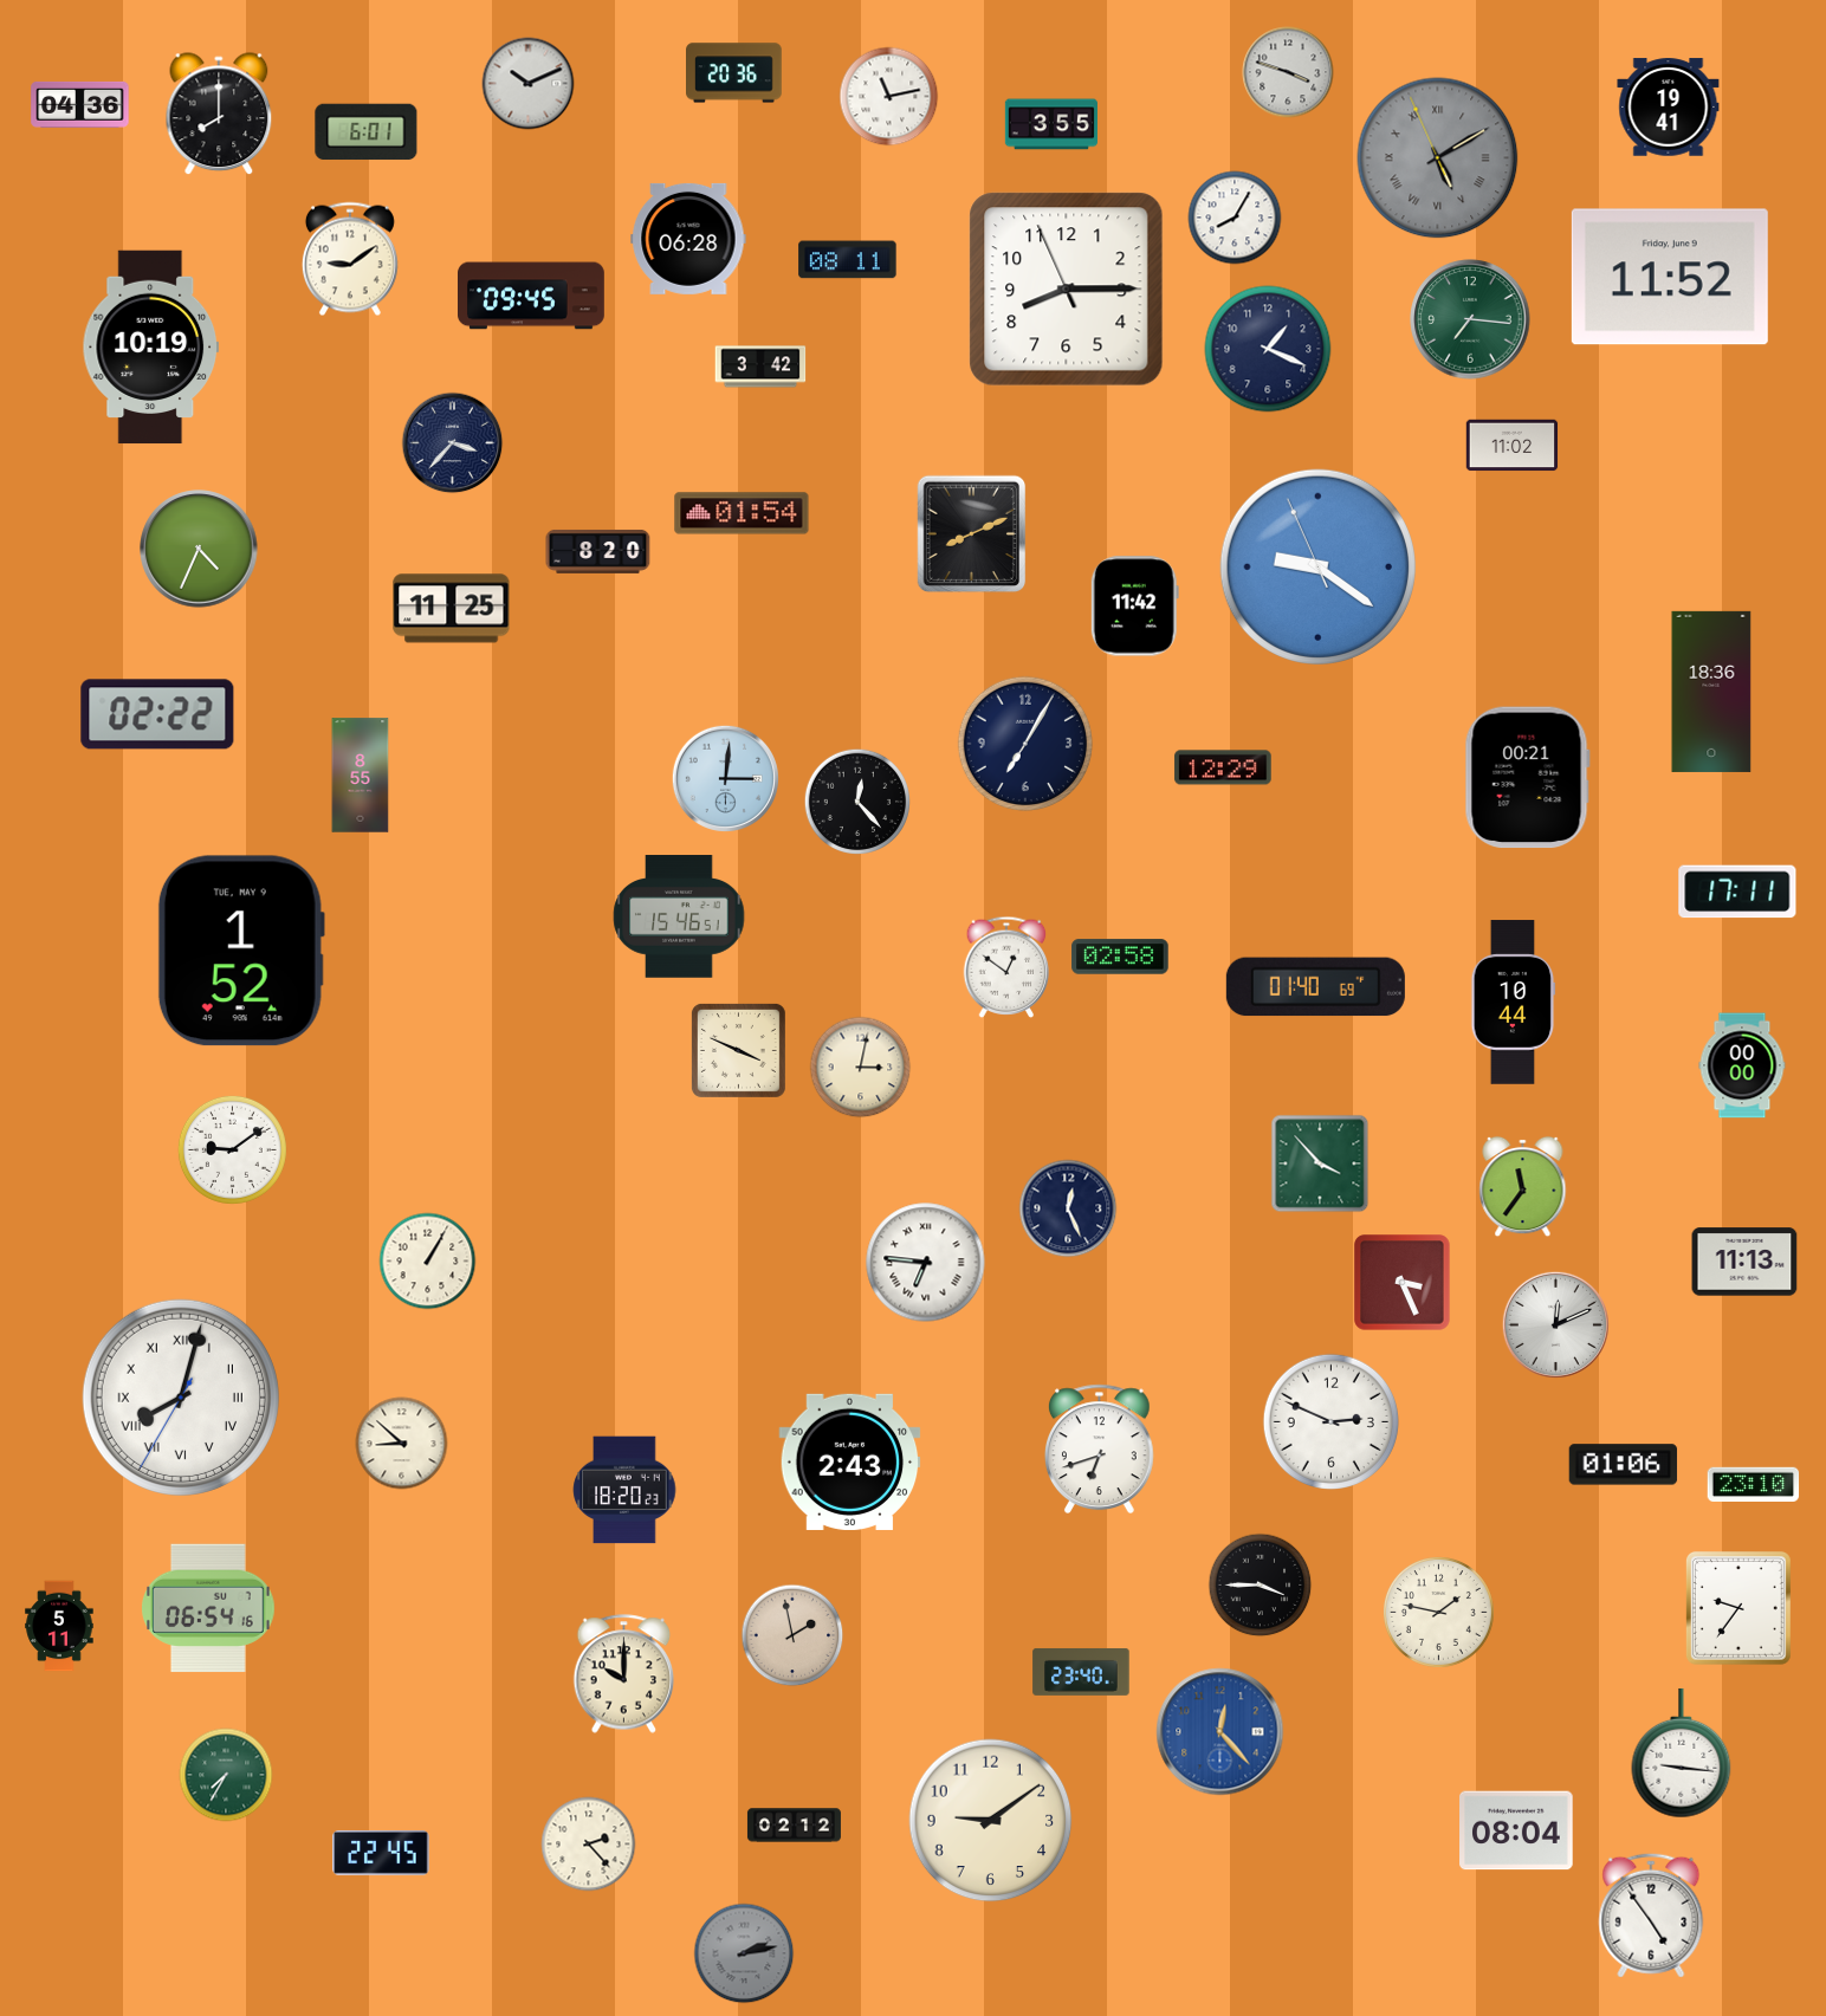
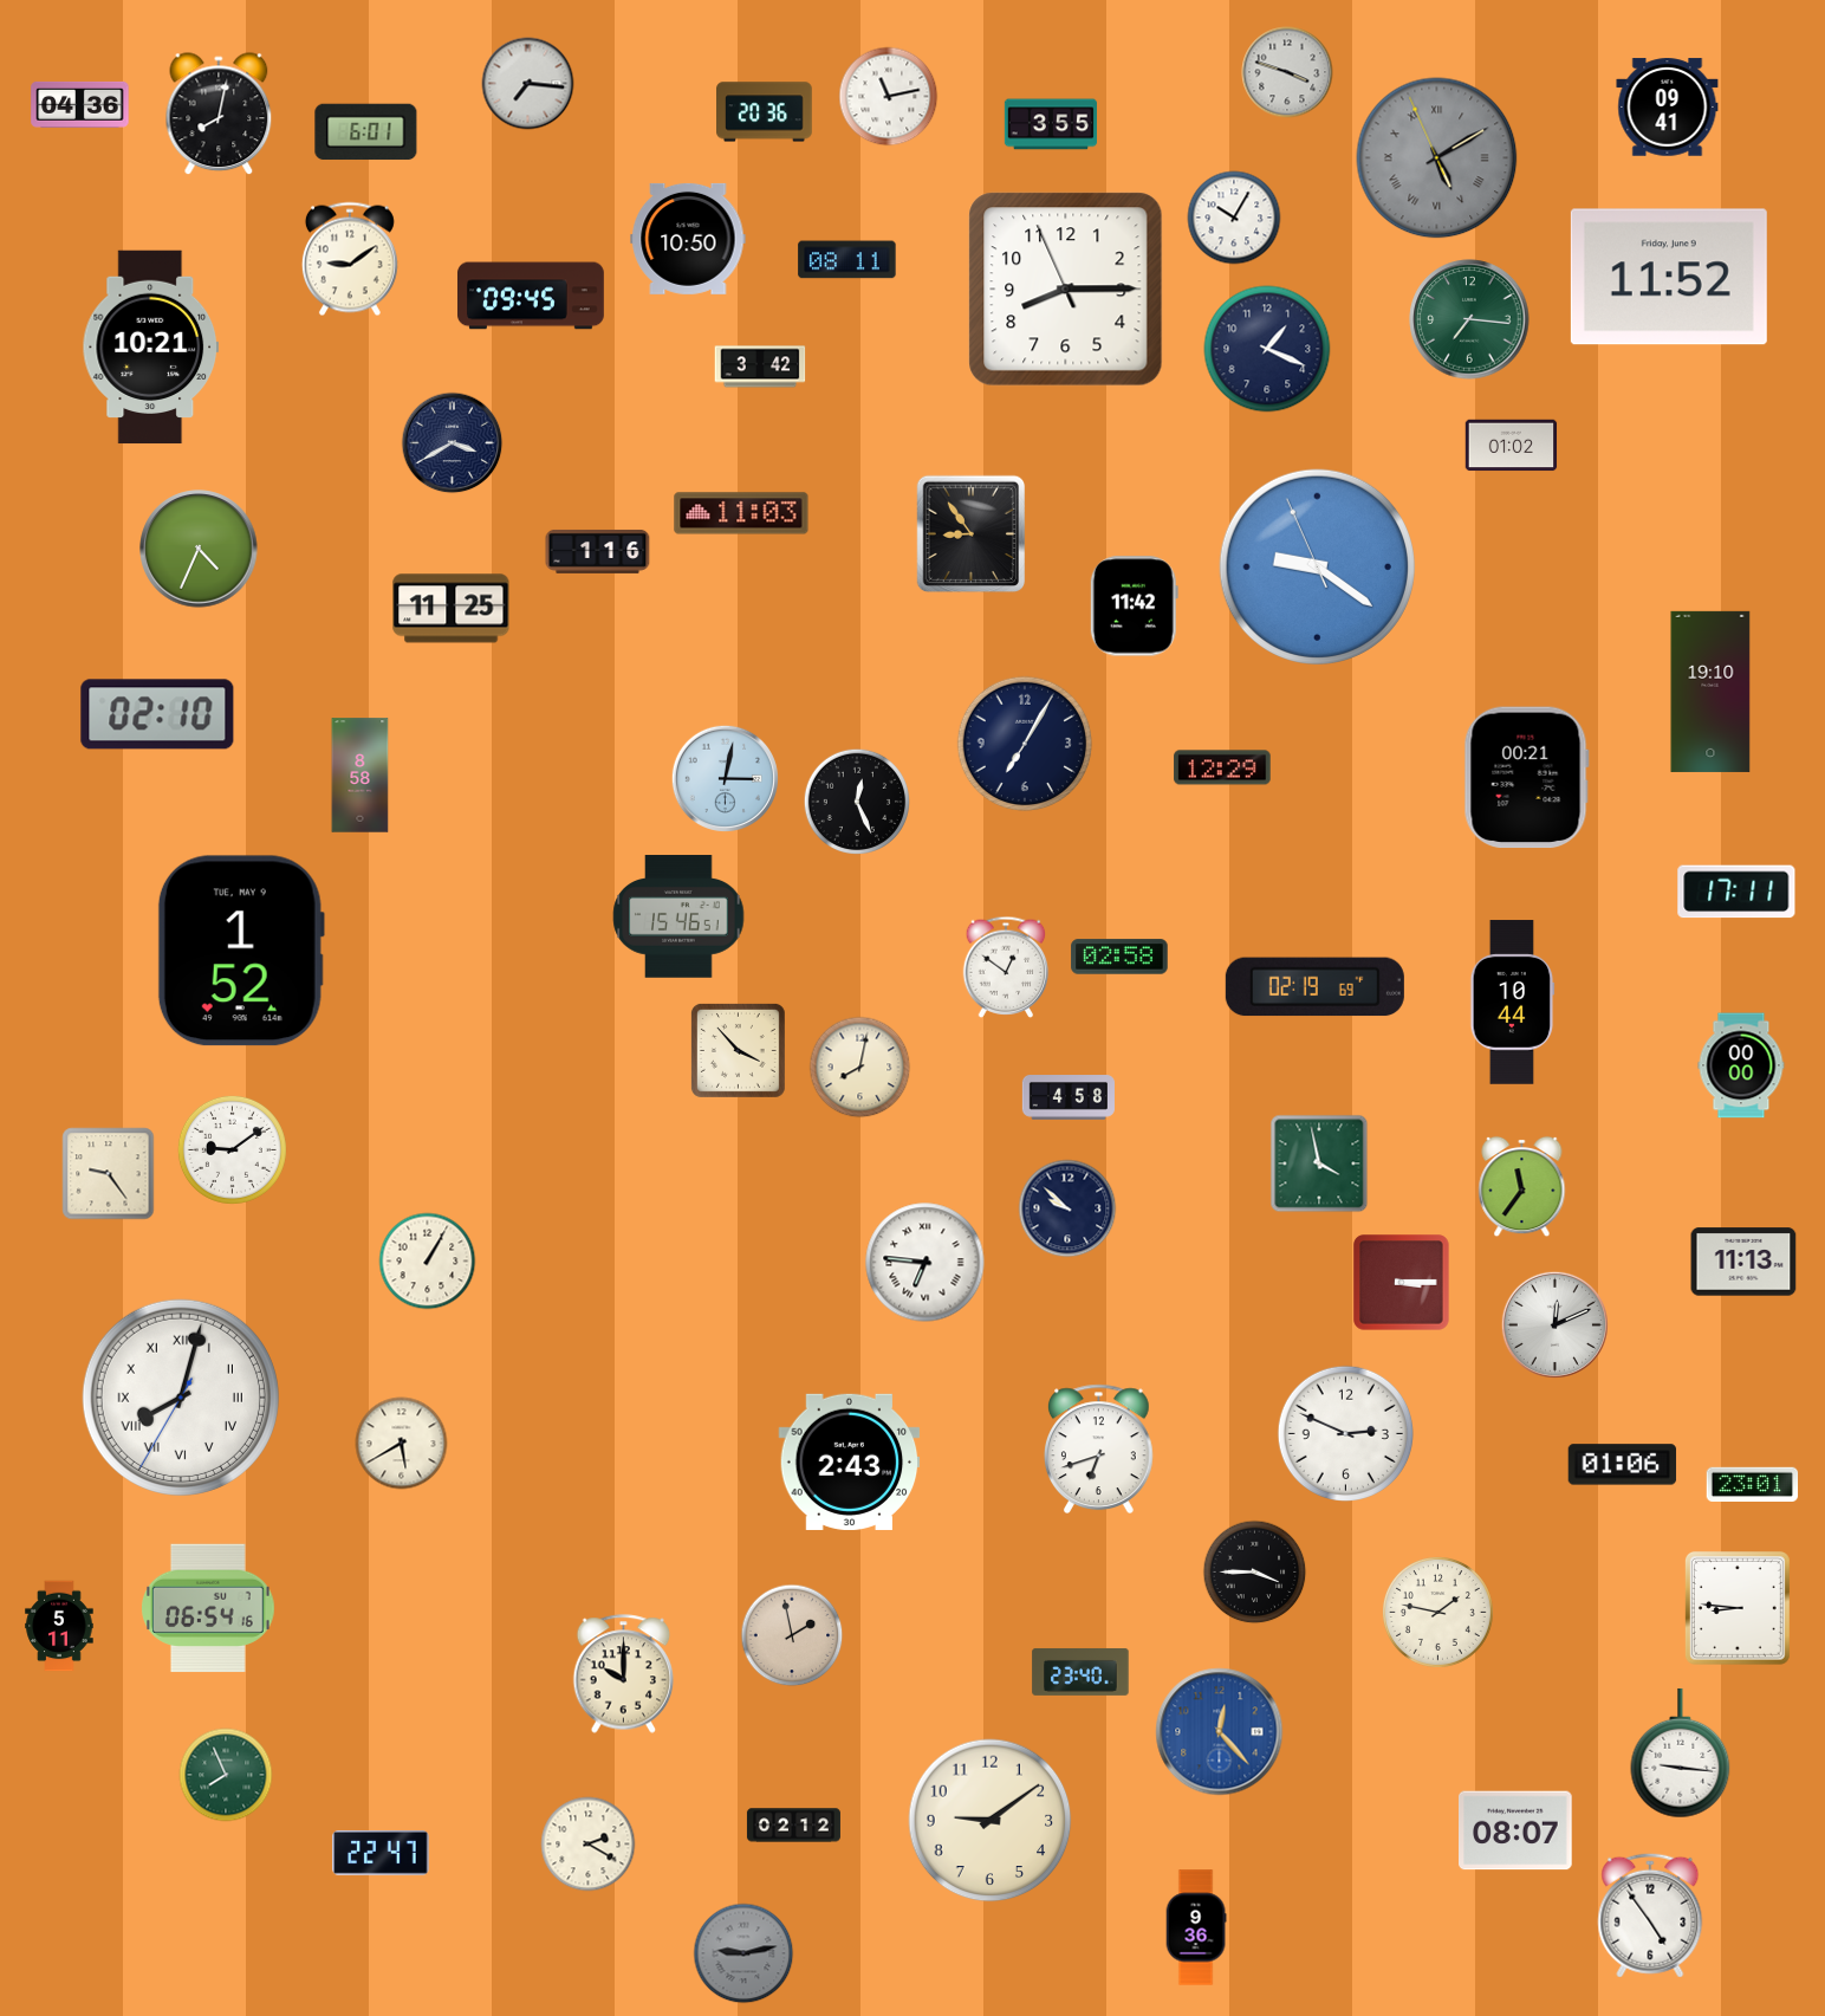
clock at (734, 73) position: (734, 73) -> (765, 112)
clock at (529, 84): 10:11 -> 7:16
clock at (1669, 108): 19:41 -> 09:41
clock at (219, 115): 8:00 -> 8:02
clock at (1235, 218): 8:05 -> 10:05
clock at (688, 239): 06:28 -> 10:50
clock at (150, 348): 10:19 -> 10:21
clock at (453, 443): 3:37 -> 3:40
clock at (1513, 446): 11:02 -> 01:02
clock at (742, 513): 01:54 -> 11:03
clock at (972, 534): 8:11 -> 8:54
clock at (598, 551): 8:20 -> 1:16
clock at (1711, 692): 18:36 -> 19:10
clock at (157, 714): 02:22 -> 02:10
clock at (361, 776): 8:55 -> 8:58
clock at (725, 778): 3:01 -> 3:02
clock at (856, 800): 12:23 -> 12:26
clock at (1315, 987): 01:40 -> 02:19
clock at (738, 1050): 3:49 -> 3:53
clock at (861, 1068): 3:02 -> 8:02
clock at (1067, 1097): none -> 4:58
clock at (1320, 1163): 3:53 -> 3:58
clock at (109, 1174): none -> 9:24
clock at (1068, 1208): 12:26 -> 9:52
clock at (1403, 1283): 3:26 -> 3:15
clock at (1330, 1421) position: (1330, 1421) -> (1345, 1433)
clock at (402, 1444): 8:52 -> 5:40
clock at (1754, 1484): 23:10 -> 23:01
clock at (624, 1490): 18:20 -> none
clock at (1261, 1586) position: (1261, 1586) -> (1255, 1573)
clock at (1738, 1608): 9:36 -> 8:46
clock at (226, 1775): 7:35 -> 7:56
clock at (1516, 1830): 08:04 -> 08:07
clock at (589, 1845): 2:23 -> 2:20
clock at (381, 1853): 22:45 -> 22:47
clock at (1196, 1927): none -> 9:36
clock at (744, 1953): 2:13 -> 9:13
